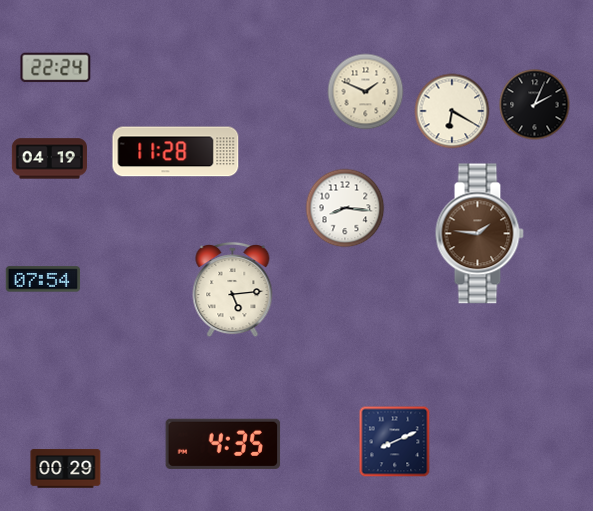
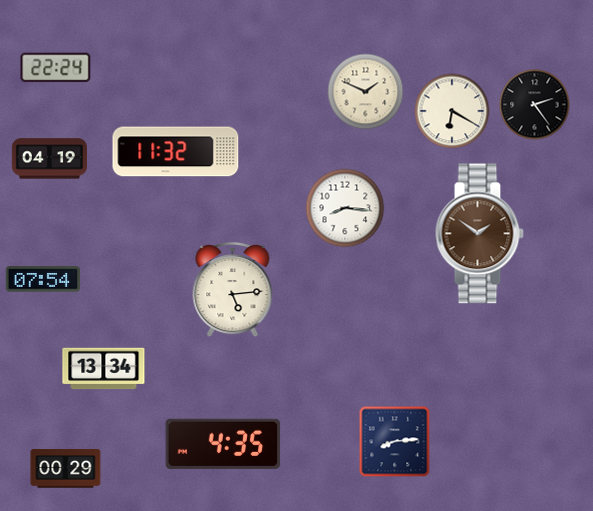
clock at (535, 105): 2:04 -> 2:24
clock at (176, 152): 11:28 -> 11:32
clock at (479, 234): 1:46 -> 1:51
clock at (104, 369): none -> 13:34
clock at (395, 442): 8:11 -> 8:14
